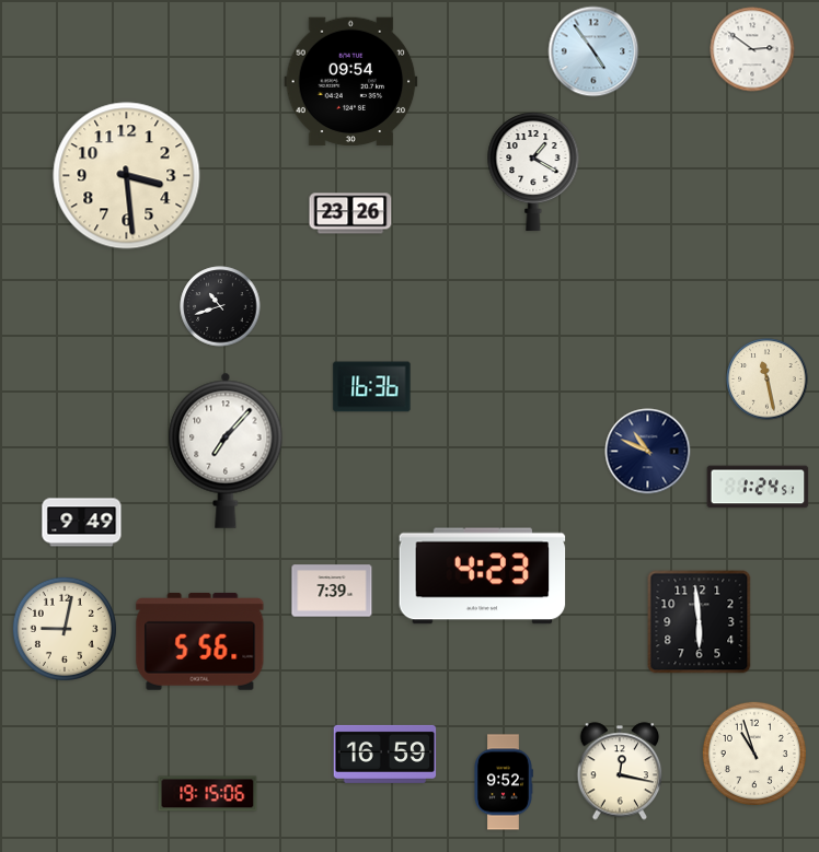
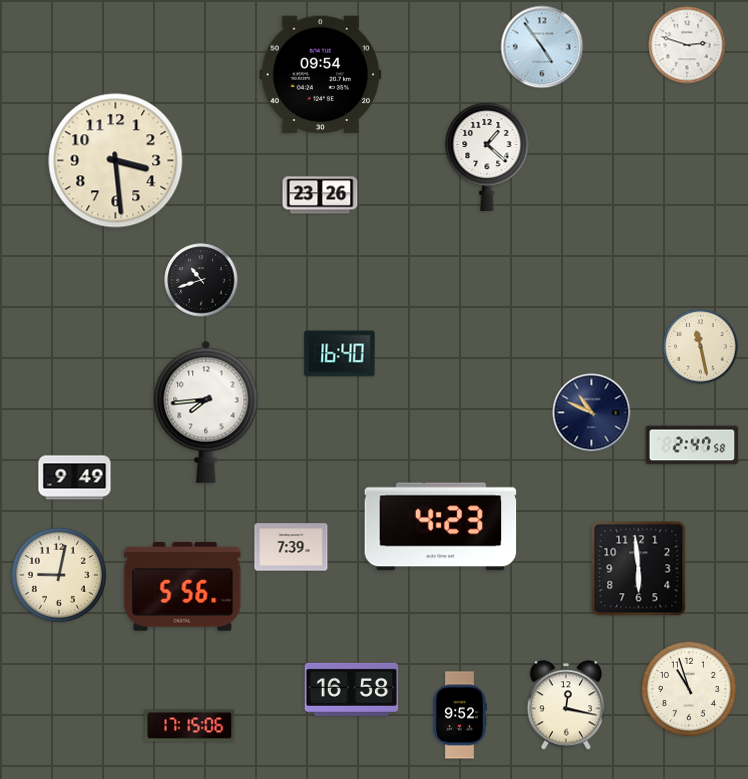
clock at (752, 49): 2:51 -> 2:48
clock at (533, 173): 1:20 -> 1:22
clock at (372, 387): 16:36 -> 16:40
clock at (226, 451): 7:07 -> 7:44
clock at (758, 487): 1:24 -> 2:47
clock at (332, 591) position: (332, 591) -> (291, 547)
clock at (385, 754): 16:59 -> 16:58
clock at (208, 794): 19:15 -> 17:15
